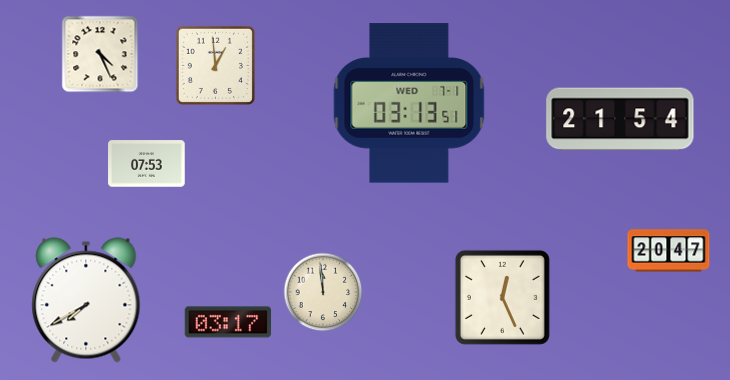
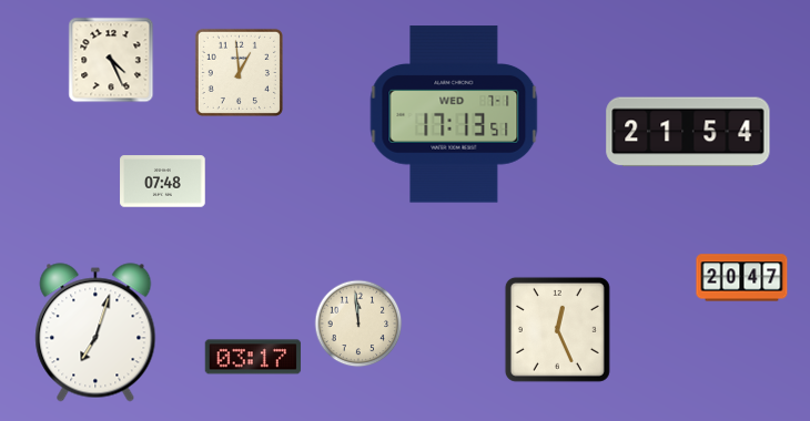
clock at (409, 103): 03:13 -> 17:13
clock at (147, 164): 07:53 -> 07:48
clock at (86, 300): 7:40 -> 7:03
